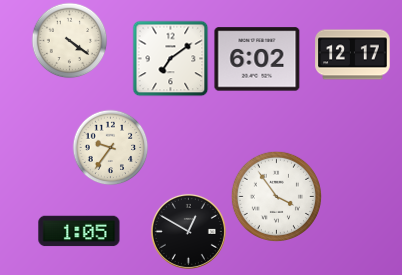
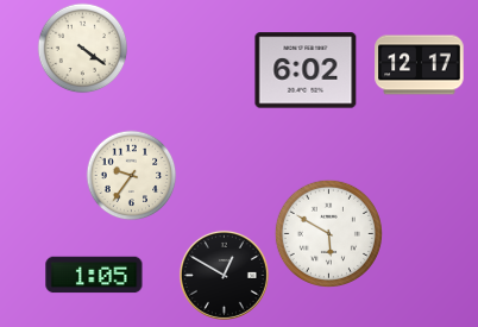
clock at (171, 59): 7:09 -> none
clock at (276, 196): 3:54 -> 5:50
